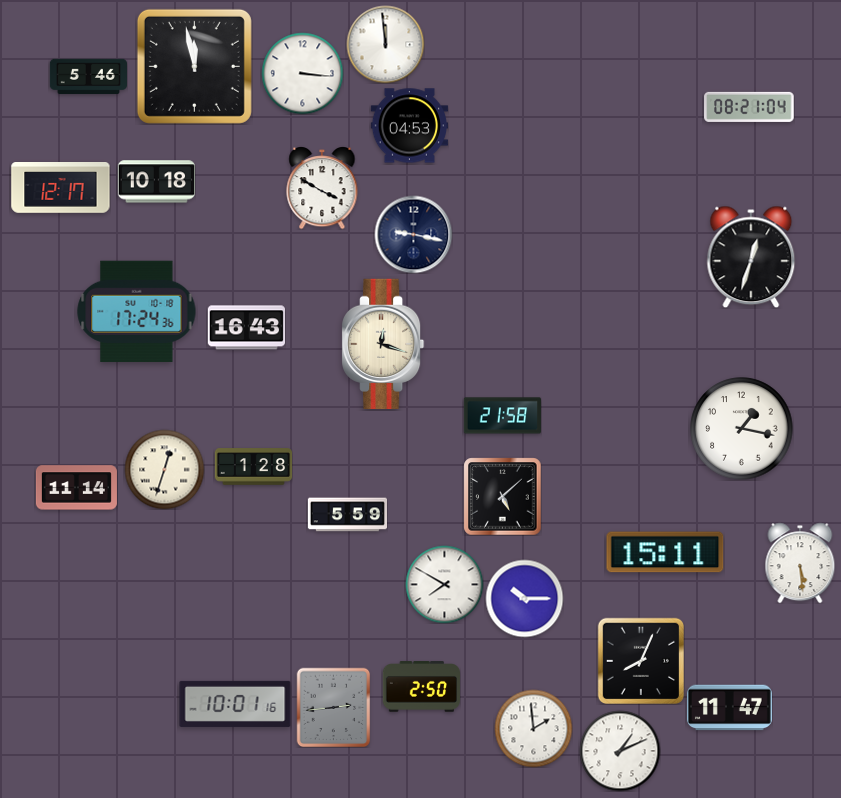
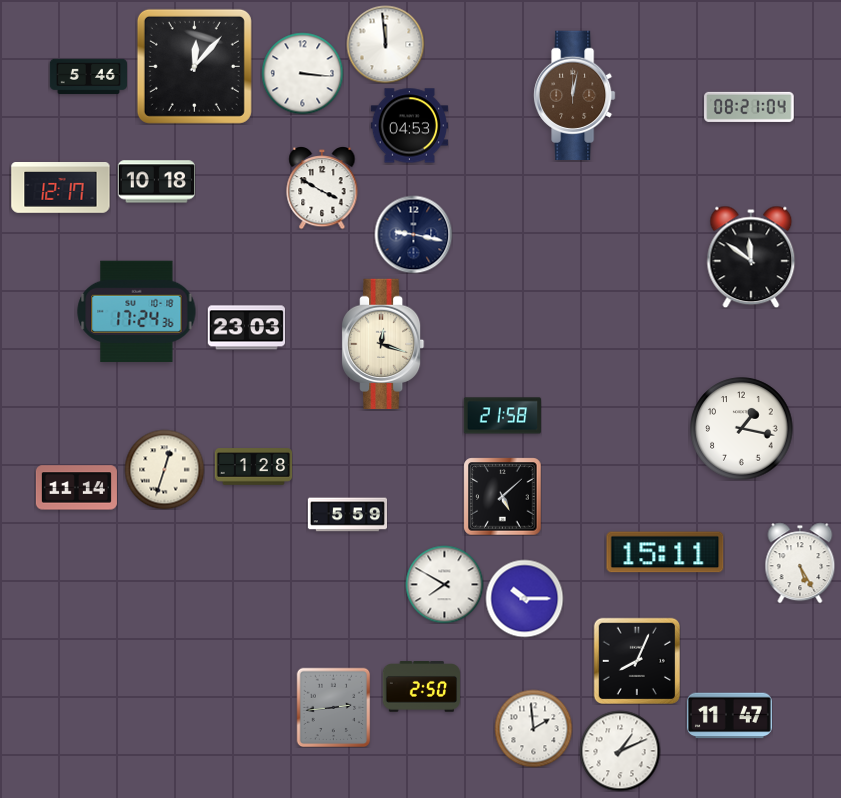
clock at (194, 66): 11:58 -> 12:07
clock at (575, 95): none -> 12:02
clock at (751, 257): 12:33 -> 11:51
clock at (246, 328): 16:43 -> 23:03
clock at (800, 563): 5:29 -> 5:25
clock at (640, 660) position: (640, 660) -> (636, 660)
clock at (235, 704): 10:01 -> none
clock at (729, 708) position: (729, 708) -> (729, 716)
